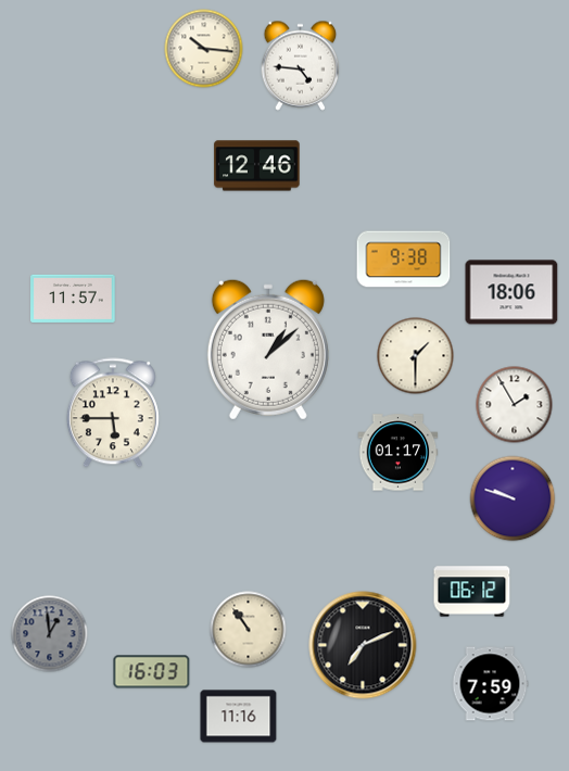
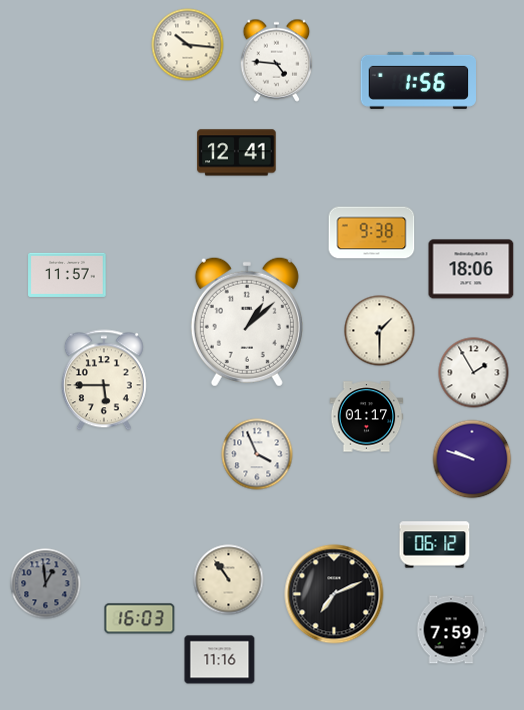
clock at (419, 80): none -> 1:56
clock at (257, 166): 12:46 -> 12:41
clock at (404, 260) position: (404, 260) -> (372, 233)
clock at (416, 356) position: (416, 356) -> (380, 331)
clock at (257, 454): none -> 3:56
